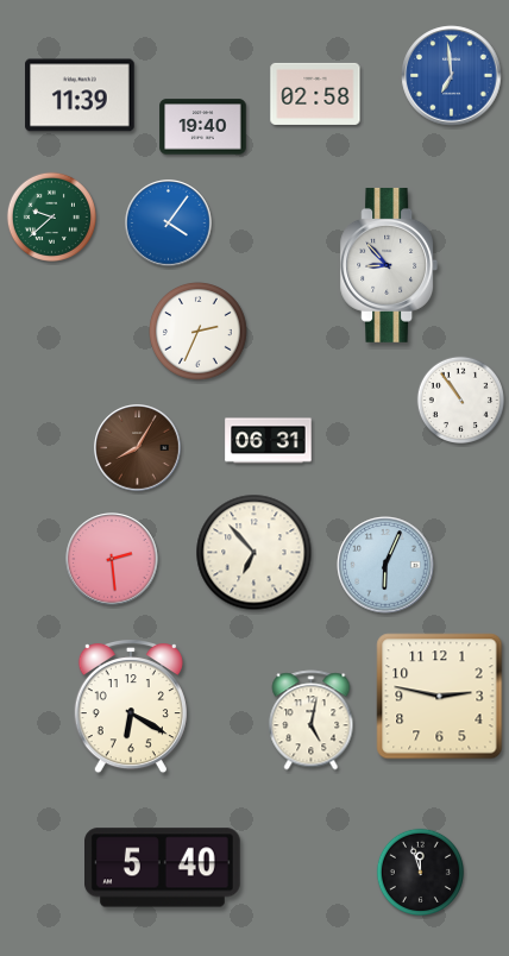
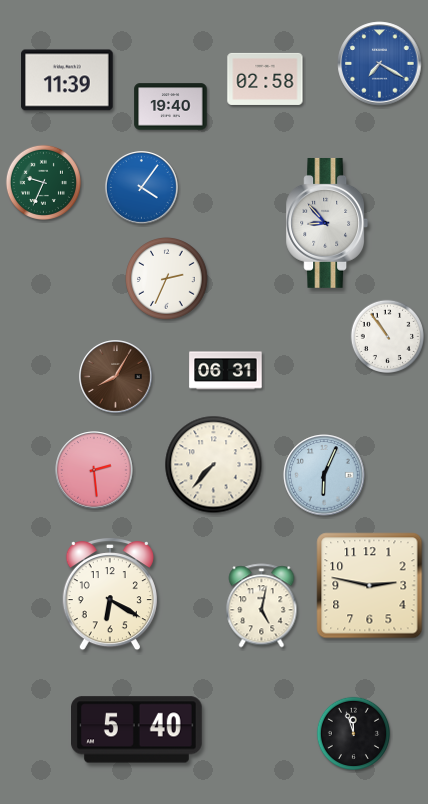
clock at (452, 76): 6:59 -> 7:20
clock at (51, 216): 9:38 -> 9:34
clock at (254, 553): 6:53 -> 7:37
